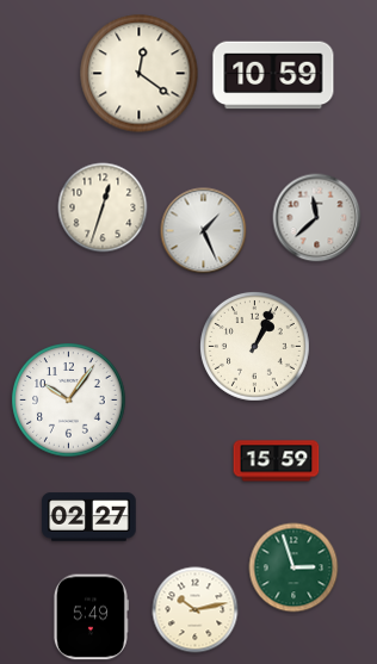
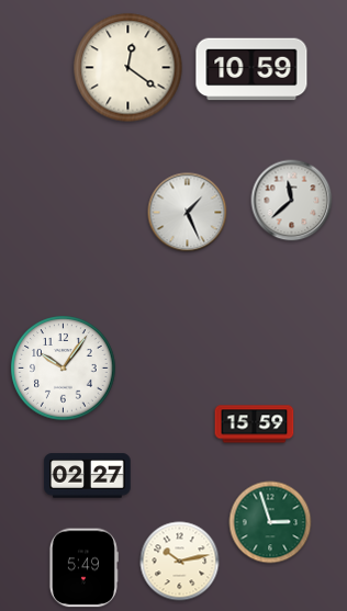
clock at (103, 207): 12:33 -> none
clock at (254, 346): 1:04 -> none
clock at (89, 517) position: (89, 517) -> (88, 476)
